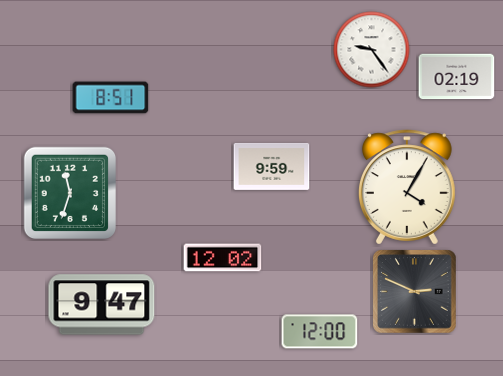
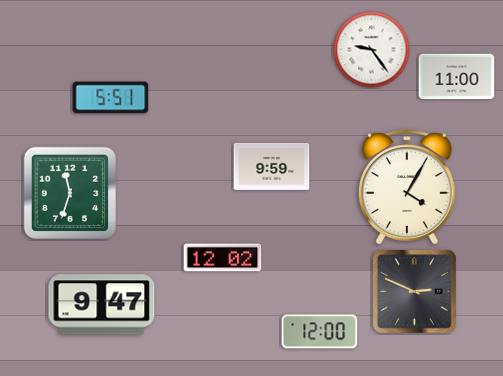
clock at (457, 77): 02:19 -> 11:00
clock at (111, 98): 8:51 -> 5:51
